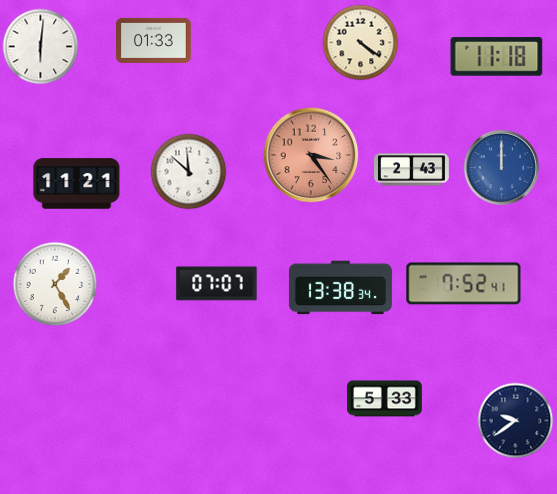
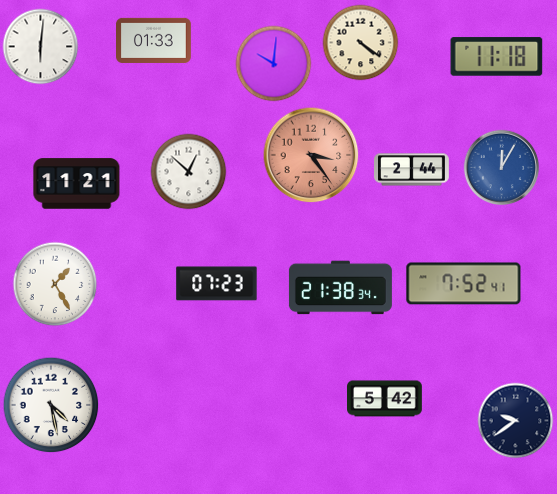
clock at (274, 64): none -> 10:01
clock at (501, 167): 12:00 -> 12:05
clock at (412, 170): 2:43 -> 2:44
clock at (189, 172): 11:52 -> 12:52
clock at (217, 284): 07:07 -> 07:23
clock at (340, 288): 13:38 -> 21:38
clock at (385, 399): 5:33 -> 5:42
clock at (51, 405): none -> 4:28
